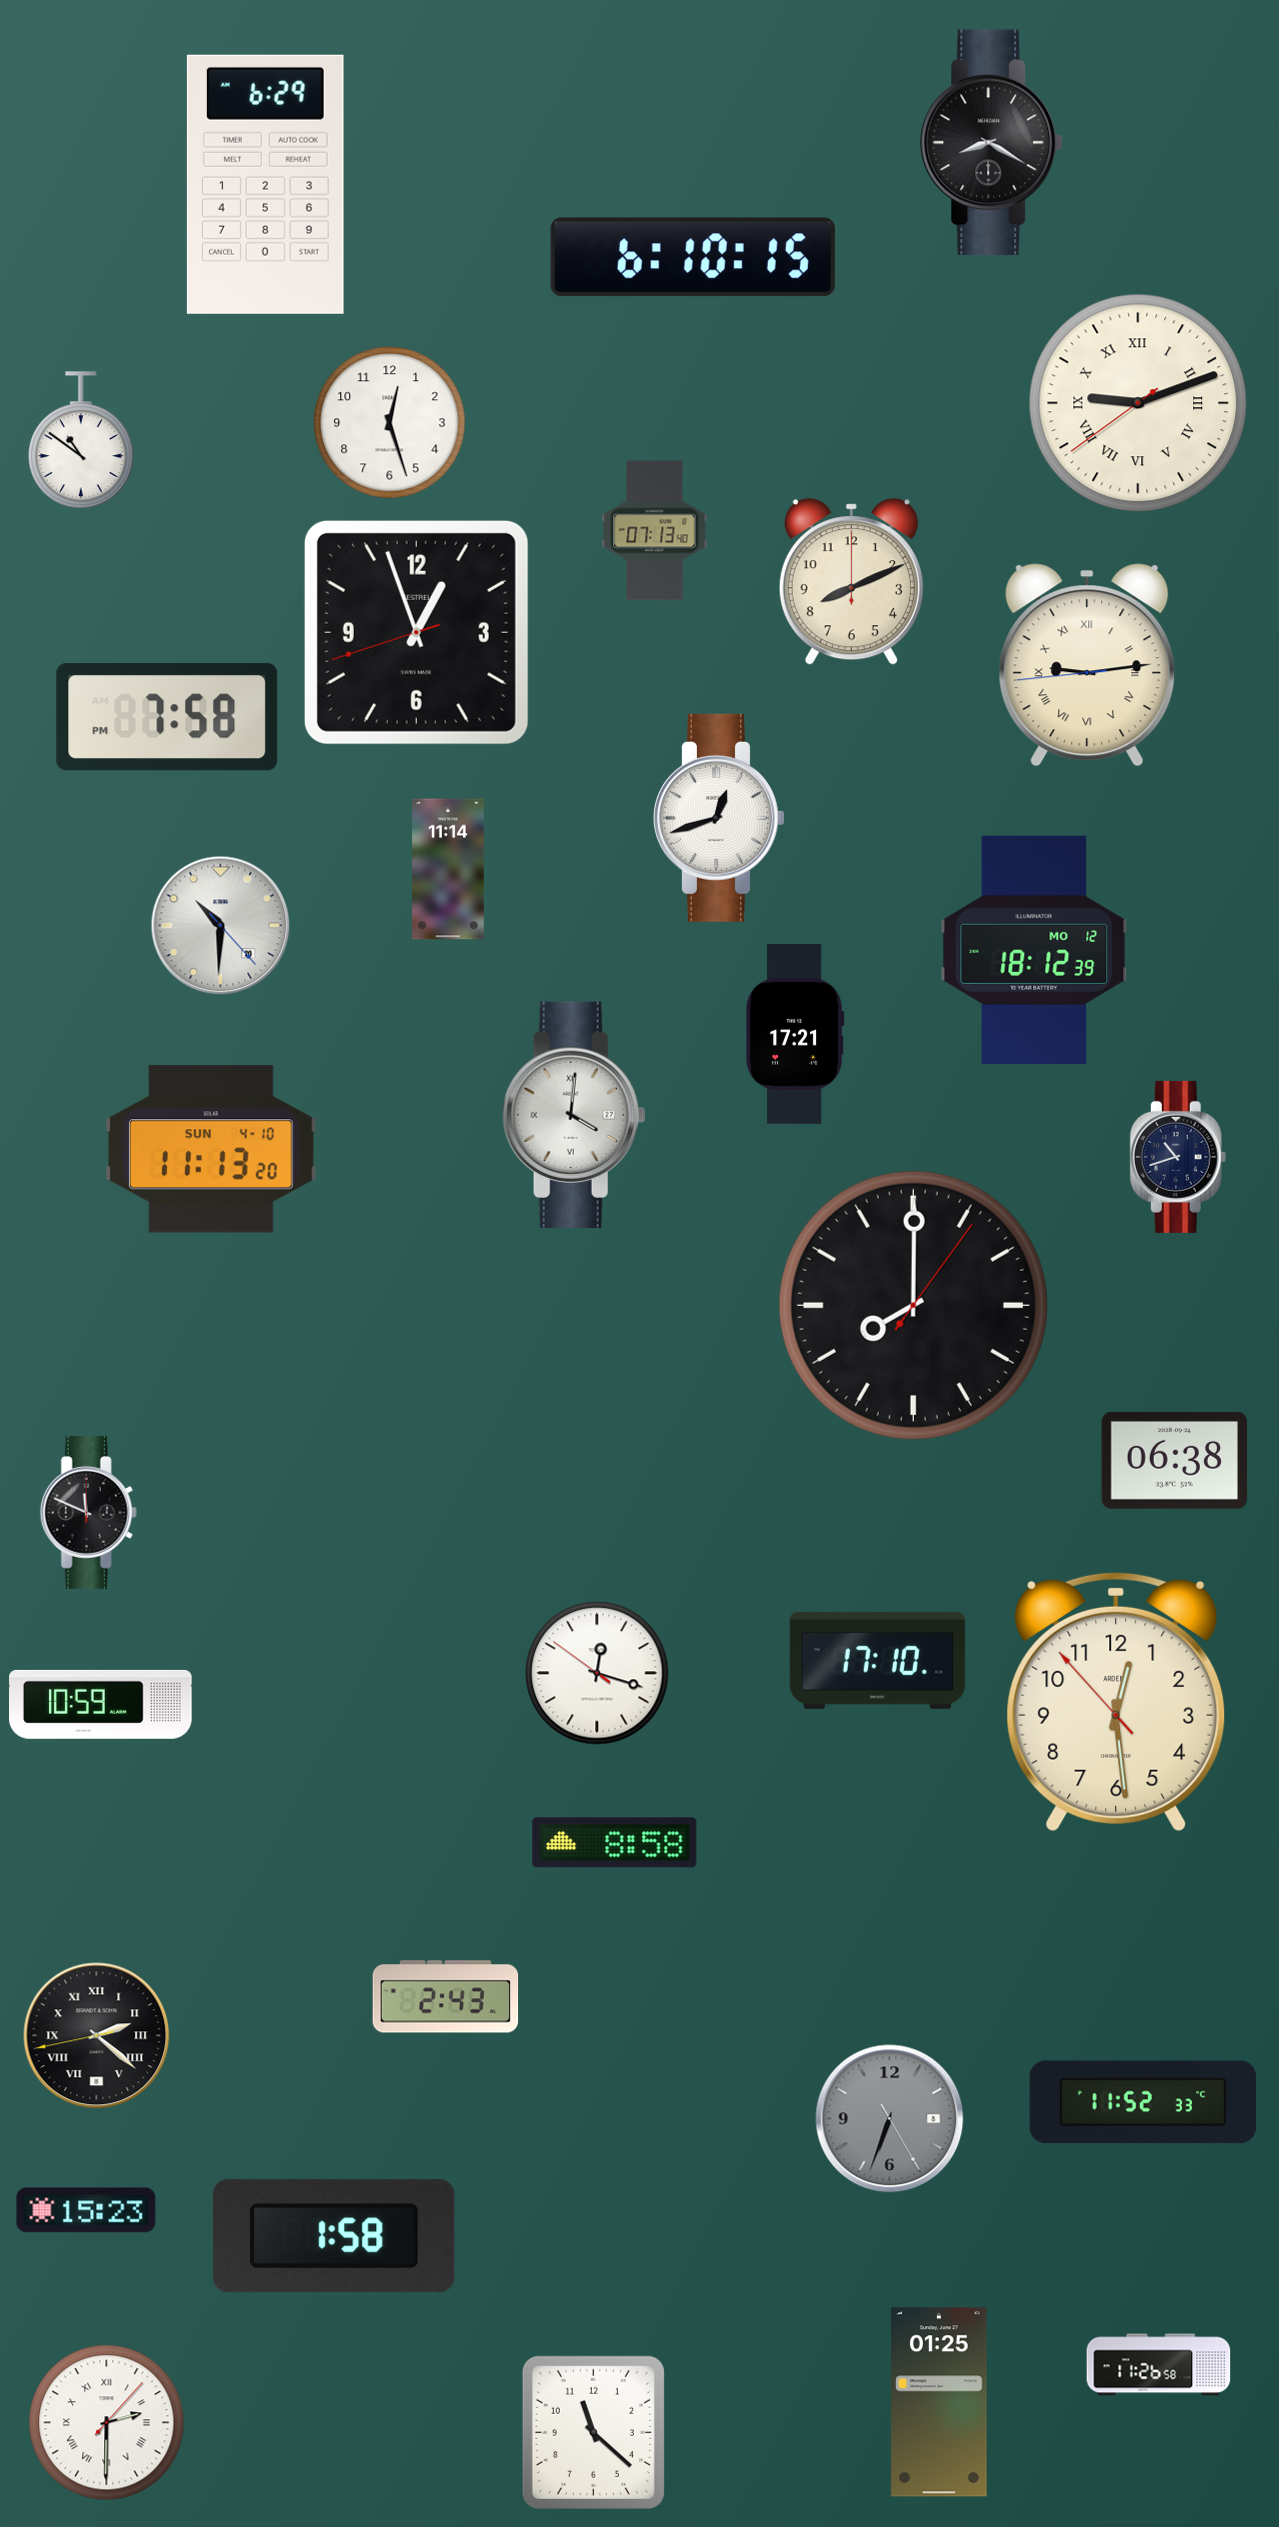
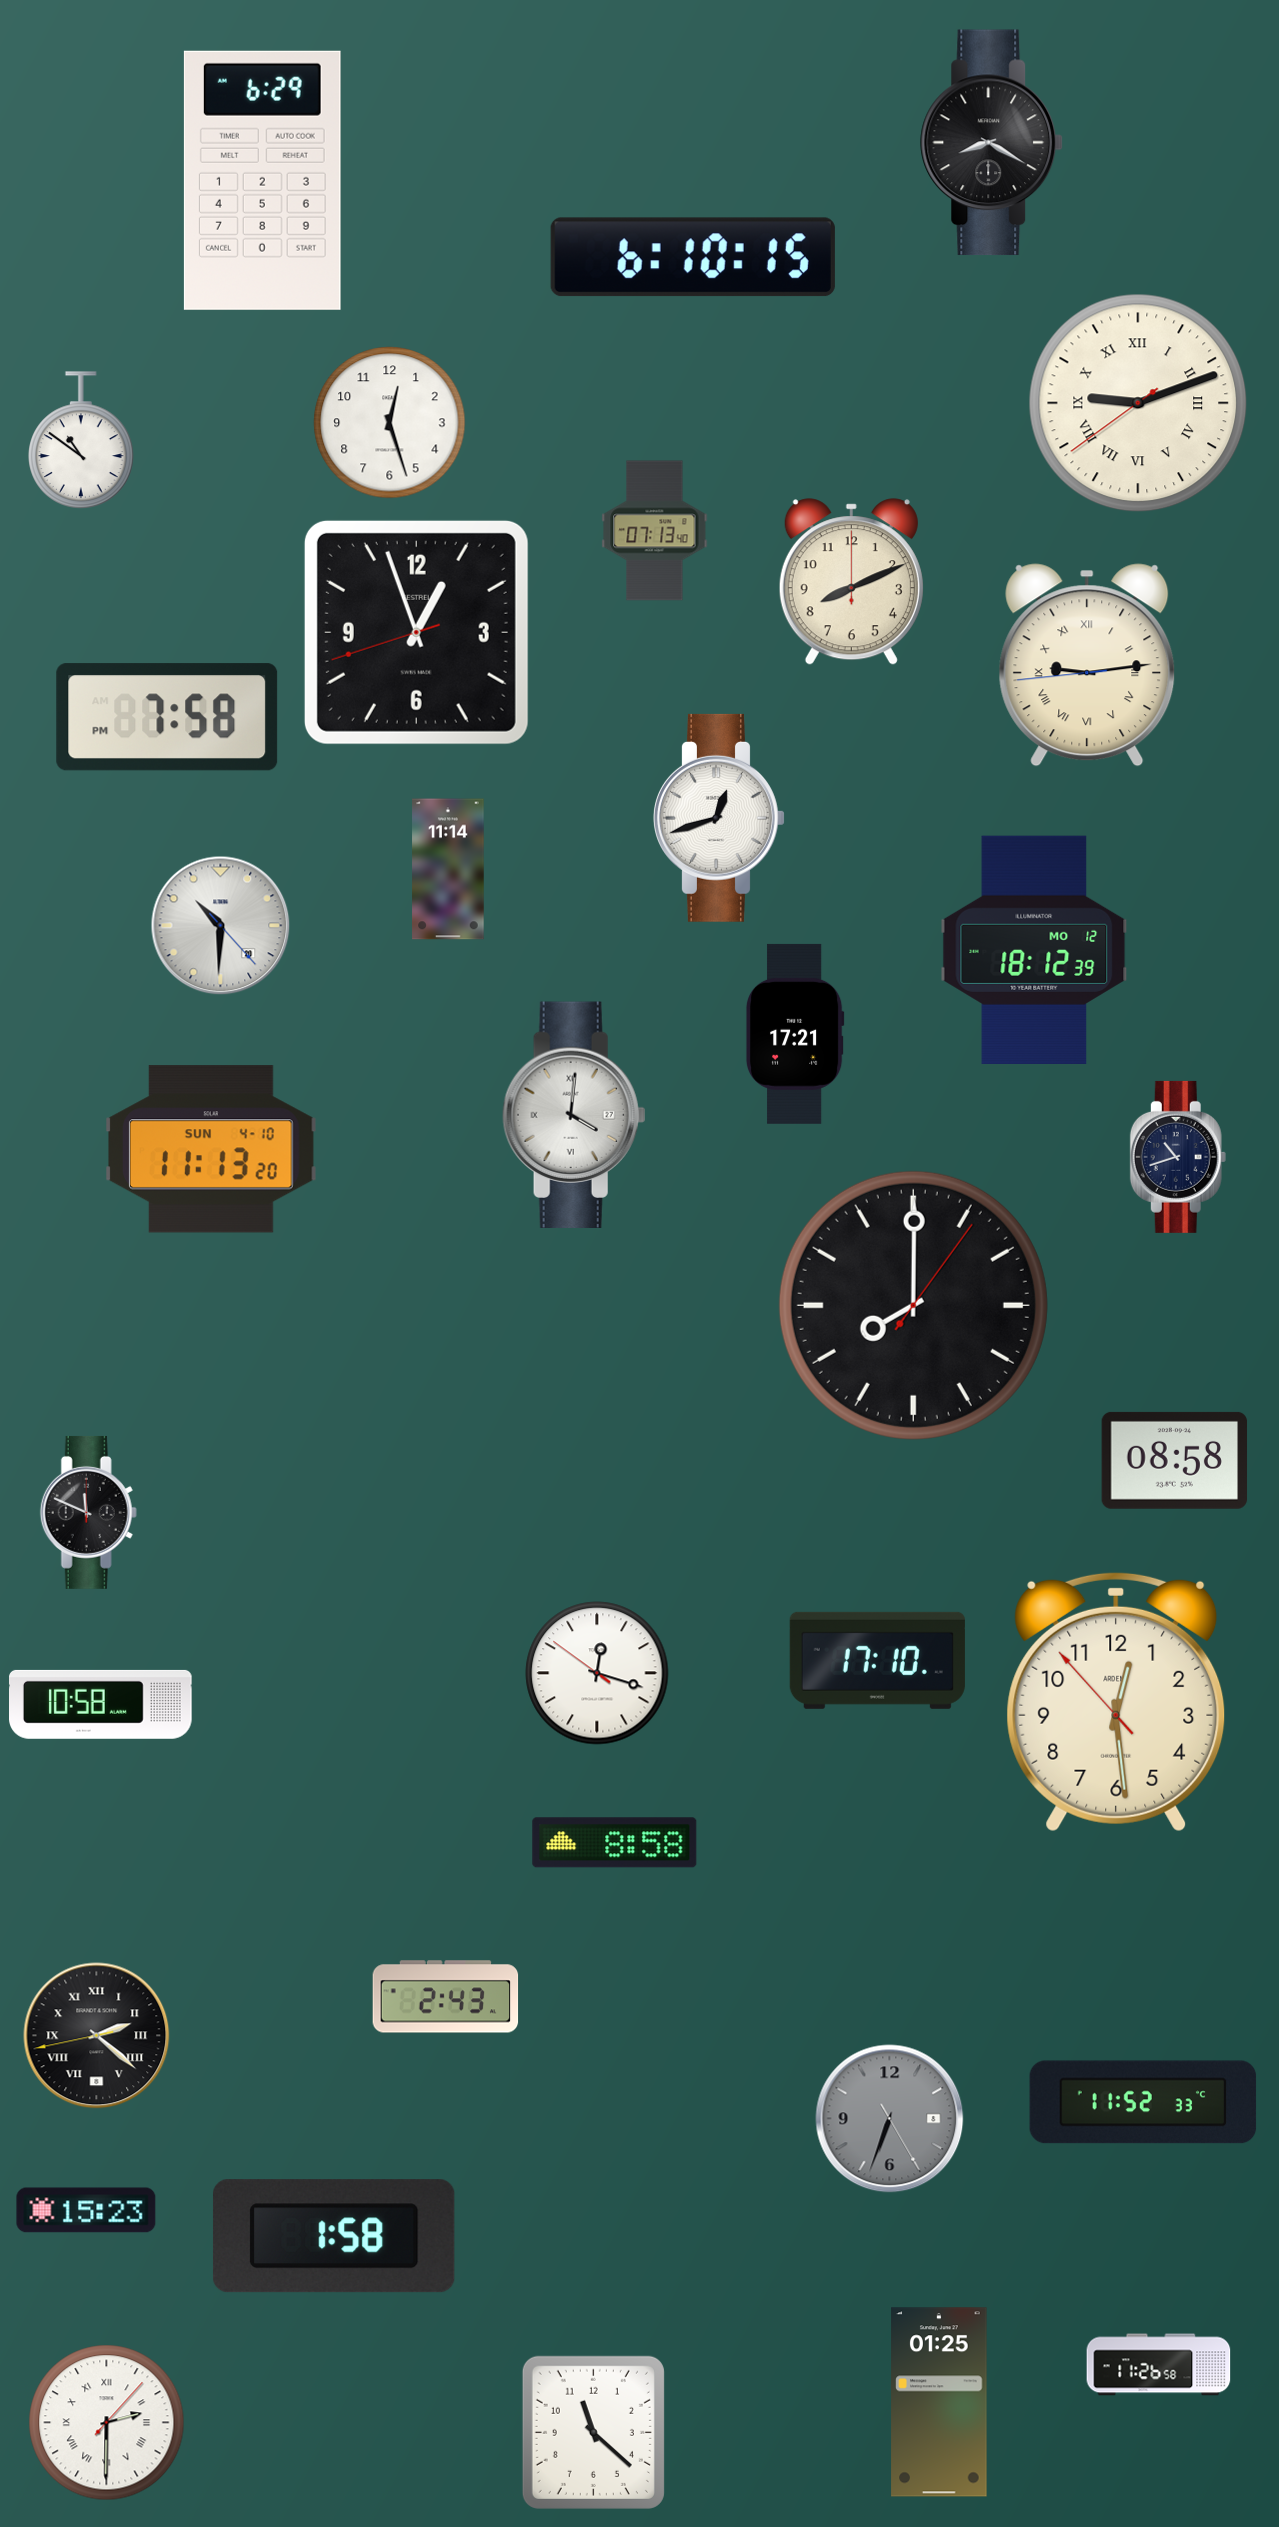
clock at (265, 184) position: (265, 184) -> (262, 180)
clock at (1175, 1460): 06:38 -> 08:58
clock at (101, 1704): 10:59 -> 10:58
